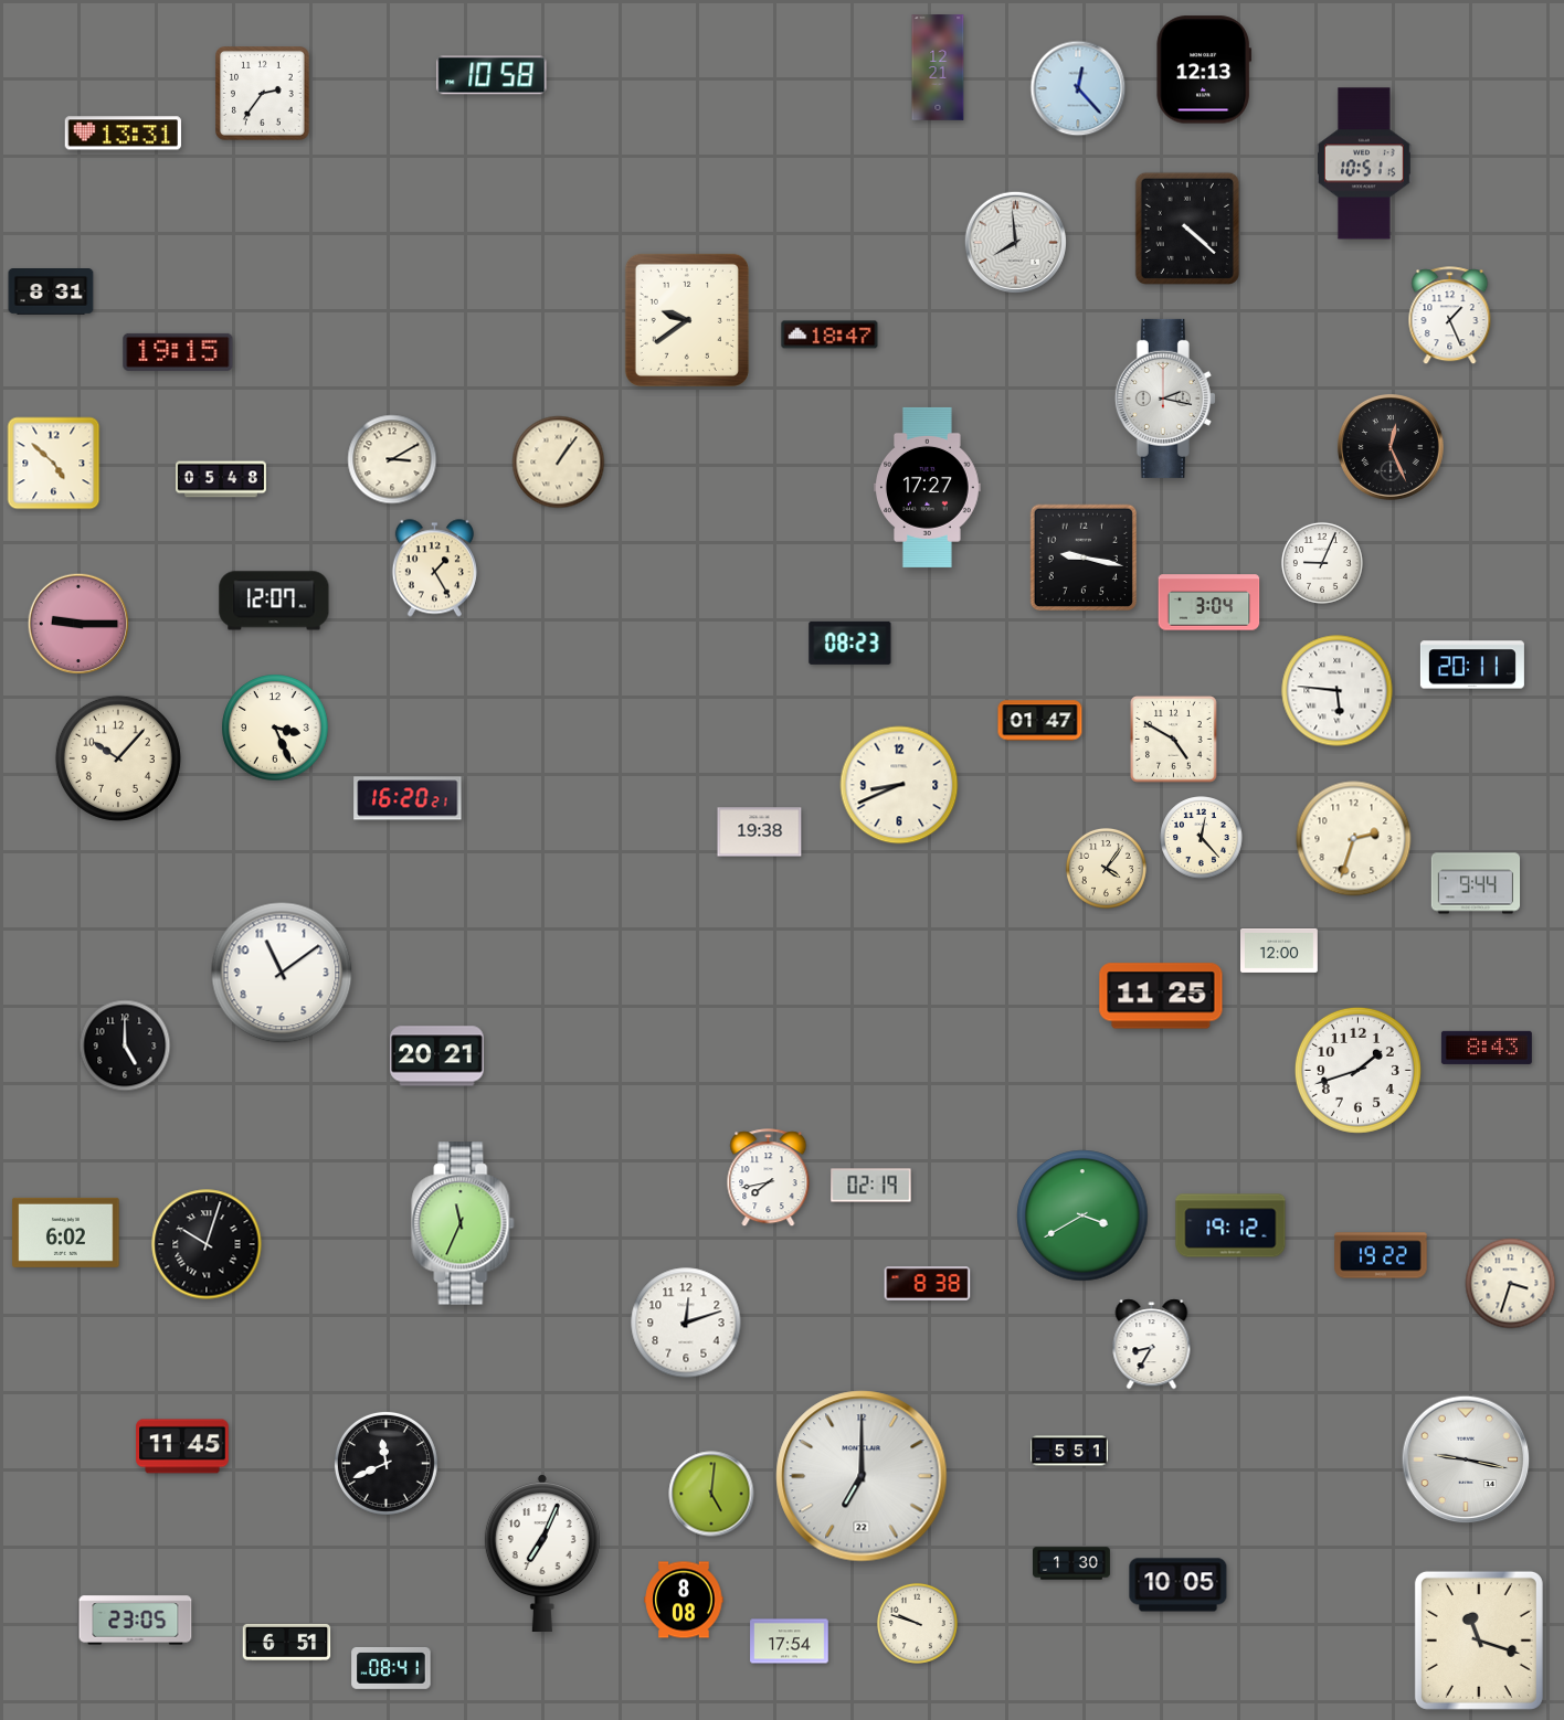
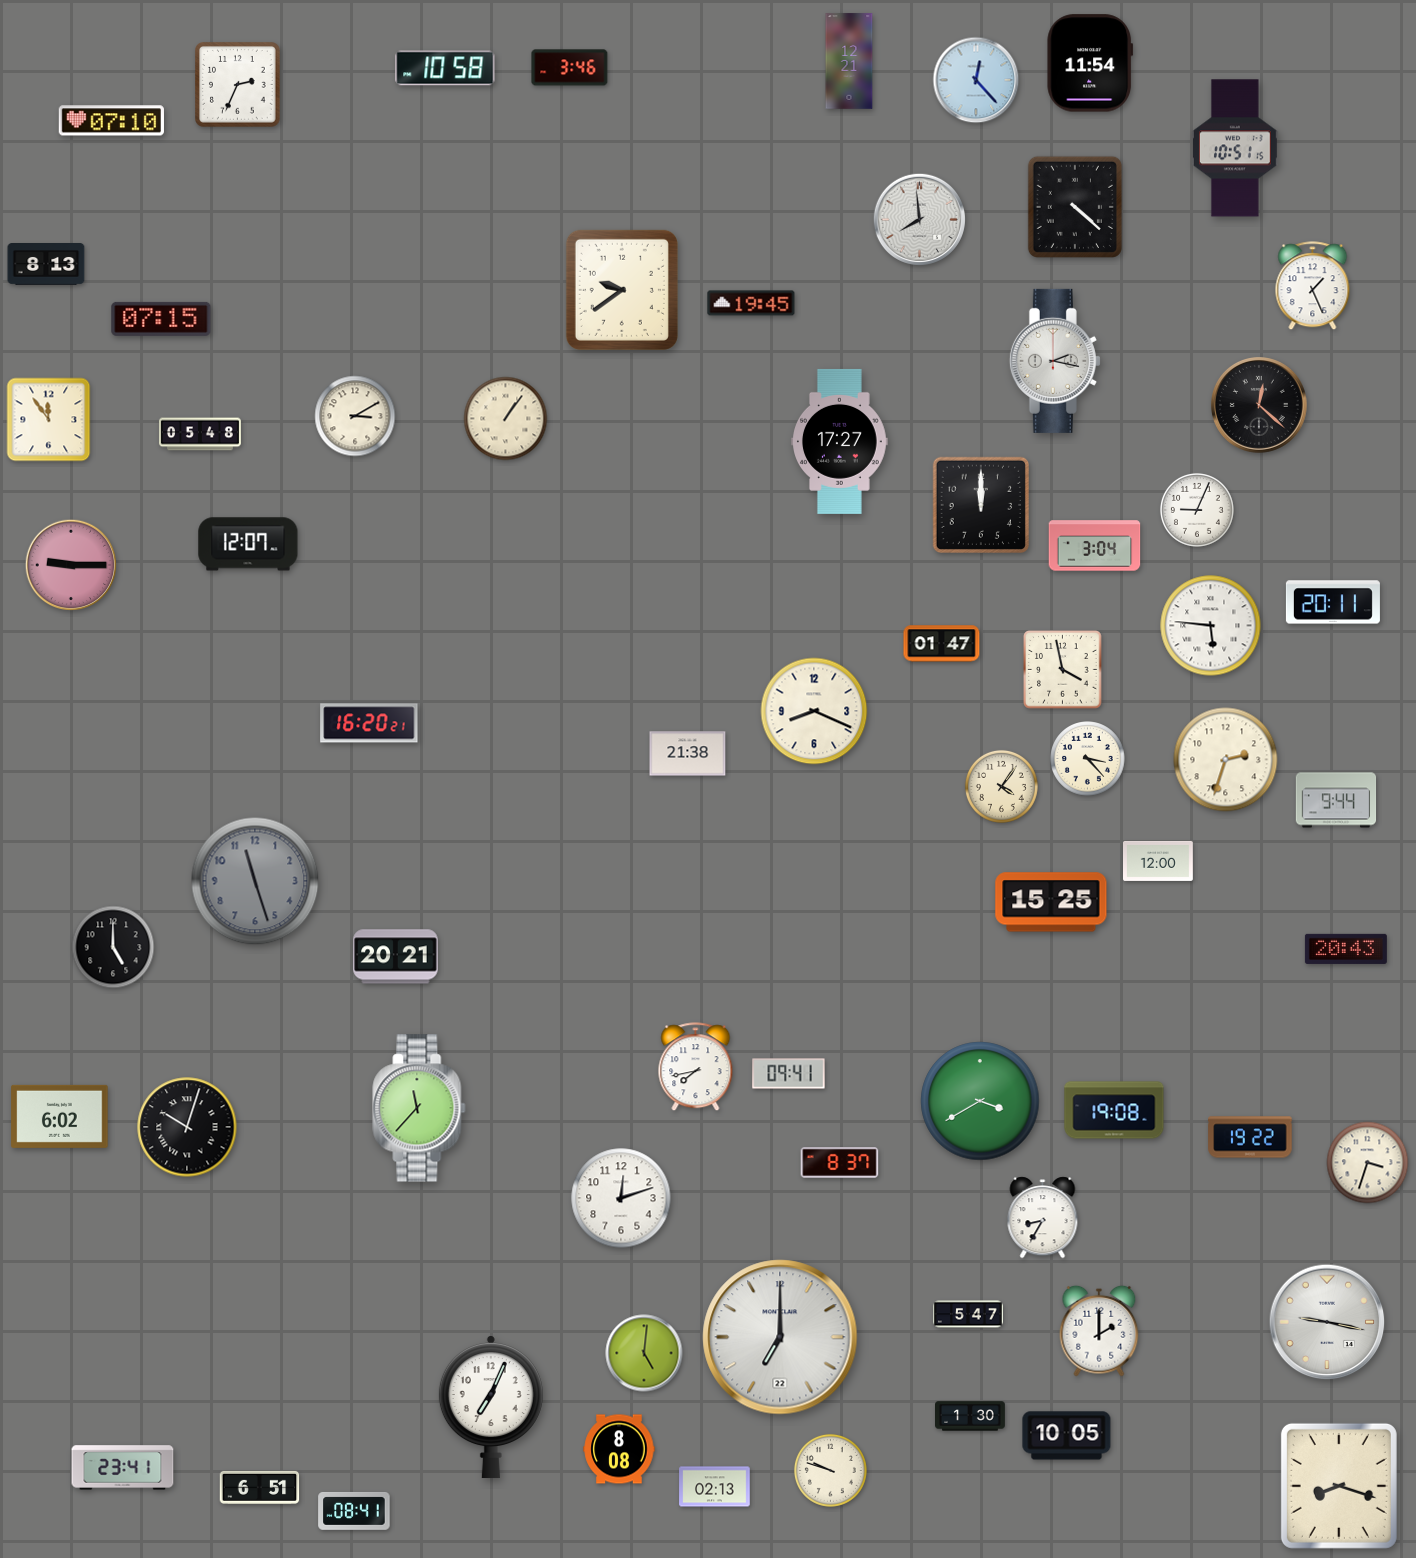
clock at (1204, 70): 12:13 -> 11:54
clock at (570, 68): none -> 3:46
clock at (263, 94): 2:36 -> 2:34
clock at (123, 134): 13:31 -> 07:10
clock at (51, 293): 8:31 -> 8:13
clock at (829, 335): 18:47 -> 19:45
clock at (178, 352): 19:15 -> 07:15
clock at (1391, 447): 12:26 -> 12:22
clock at (54, 464): 4:52 -> 11:54
clock at (1082, 556): 9:17 -> 12:00
clock at (434, 569): 1:25 -> none
clock at (850, 643): 08:23 -> none
clock at (1040, 721) position: (1040, 721) -> (942, 644)
clock at (275, 728): 3:26 -> none
clock at (1174, 740): 4:50 -> 3:58
clock at (118, 758): 10:07 -> none
clock at (899, 785): 8:41 -> 8:19
clock at (760, 832): 19:38 -> 21:38
clock at (1202, 838): 12:23 -> 3:23
clock at (282, 973): 11:09 -> 11:27
clock at (282, 973) dial: white -> grey
clock at (1161, 996): 11:25 -> 15:25
clock at (1487, 1048): 8:43 -> 20:43
clock at (1357, 1070): 1:42 -> none
clock at (871, 1186): 02:19 -> 09:41
clock at (463, 1223): 11:34 -> 11:37
clock at (1230, 1225): 19:12 -> 19:08
clock at (928, 1284): 8:38 -> 8:37
clock at (182, 1446): 11:45 -> none
clock at (1070, 1451): 5:51 -> 5:47
clock at (385, 1463): 11:41 -> none
clock at (1099, 1331): none -> 2:00
clock at (136, 1621): 23:05 -> 23:41
clock at (1479, 1641): 11:18 -> 8:18
clock at (790, 1642): 17:54 -> 02:13
